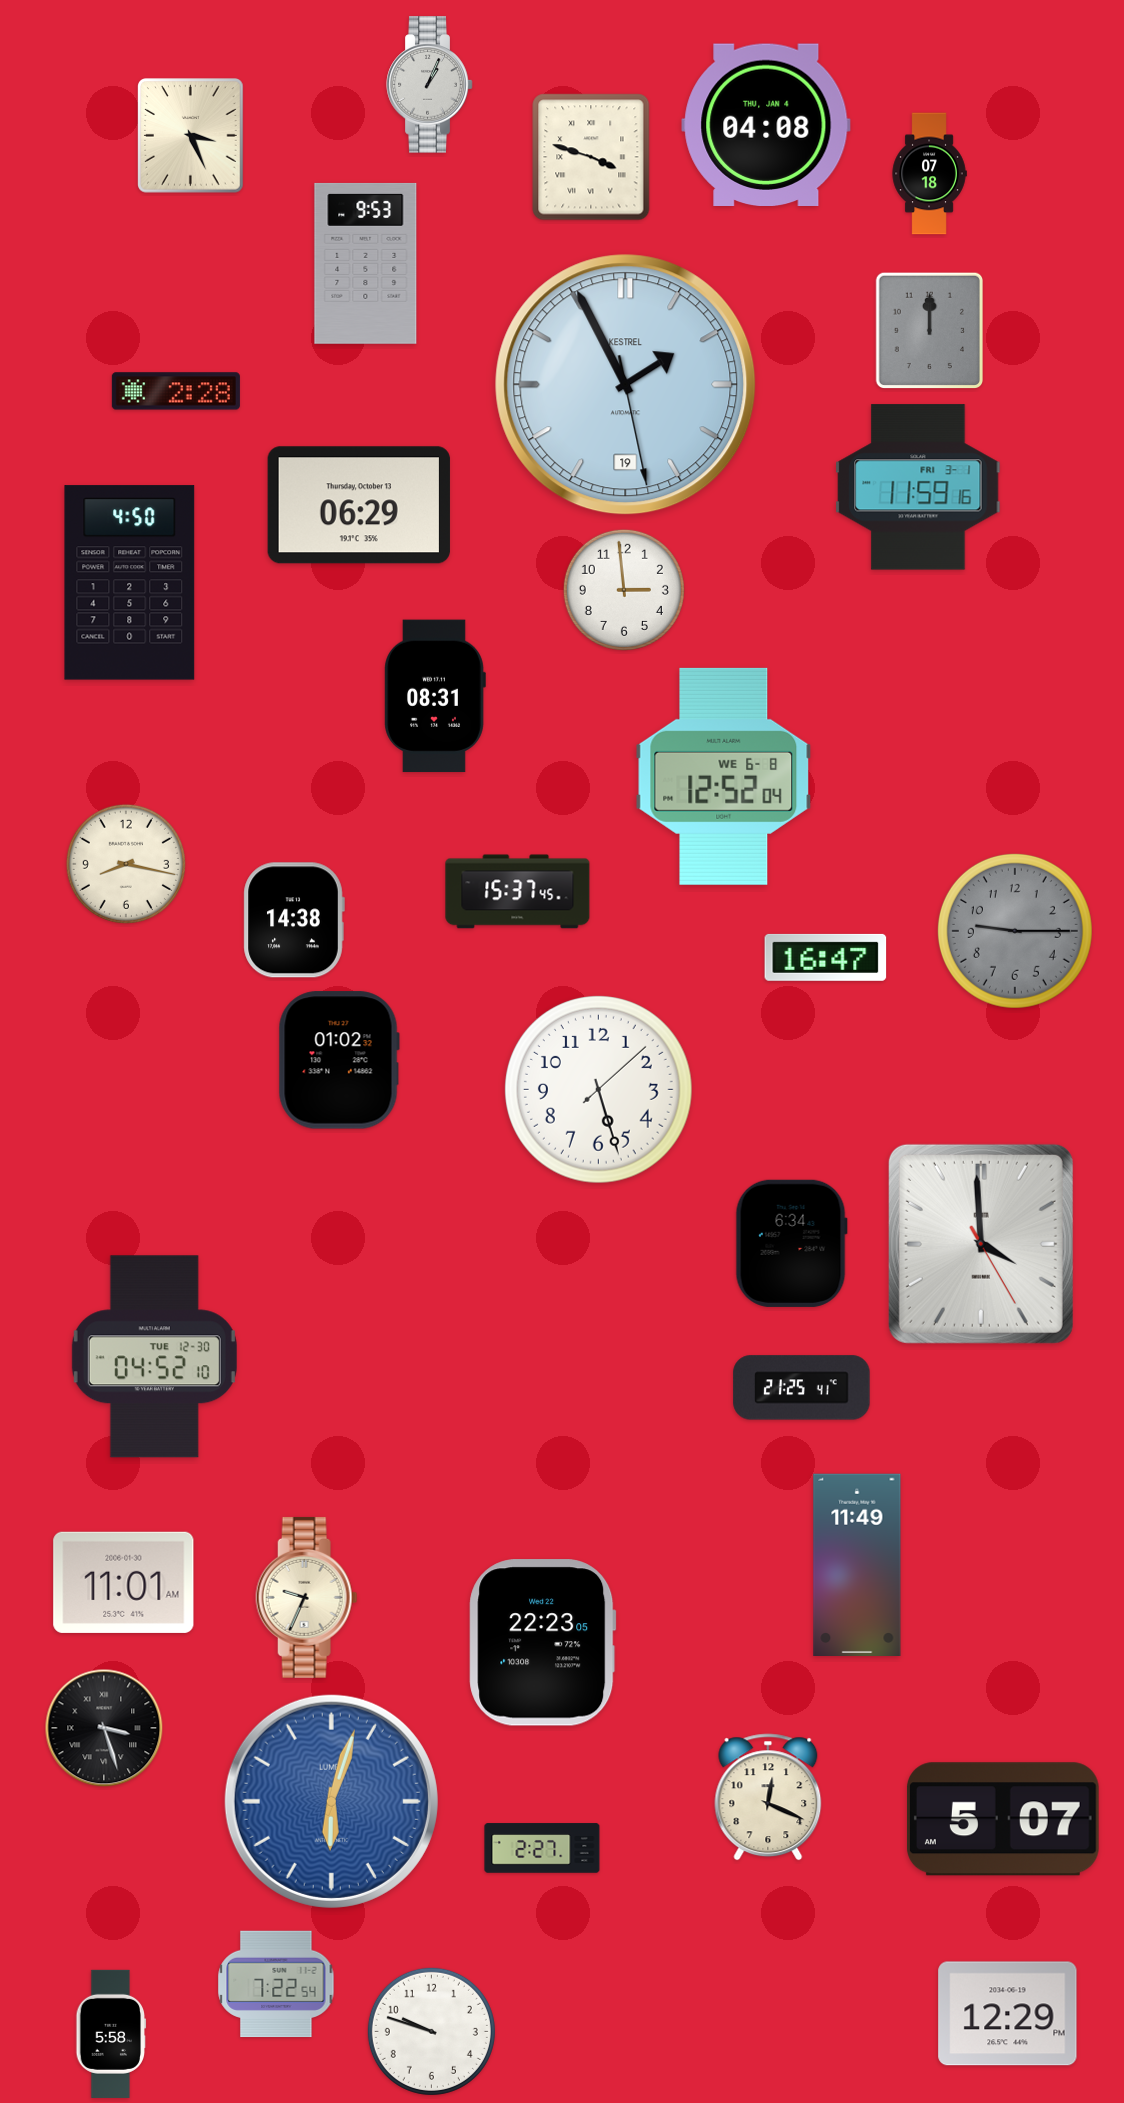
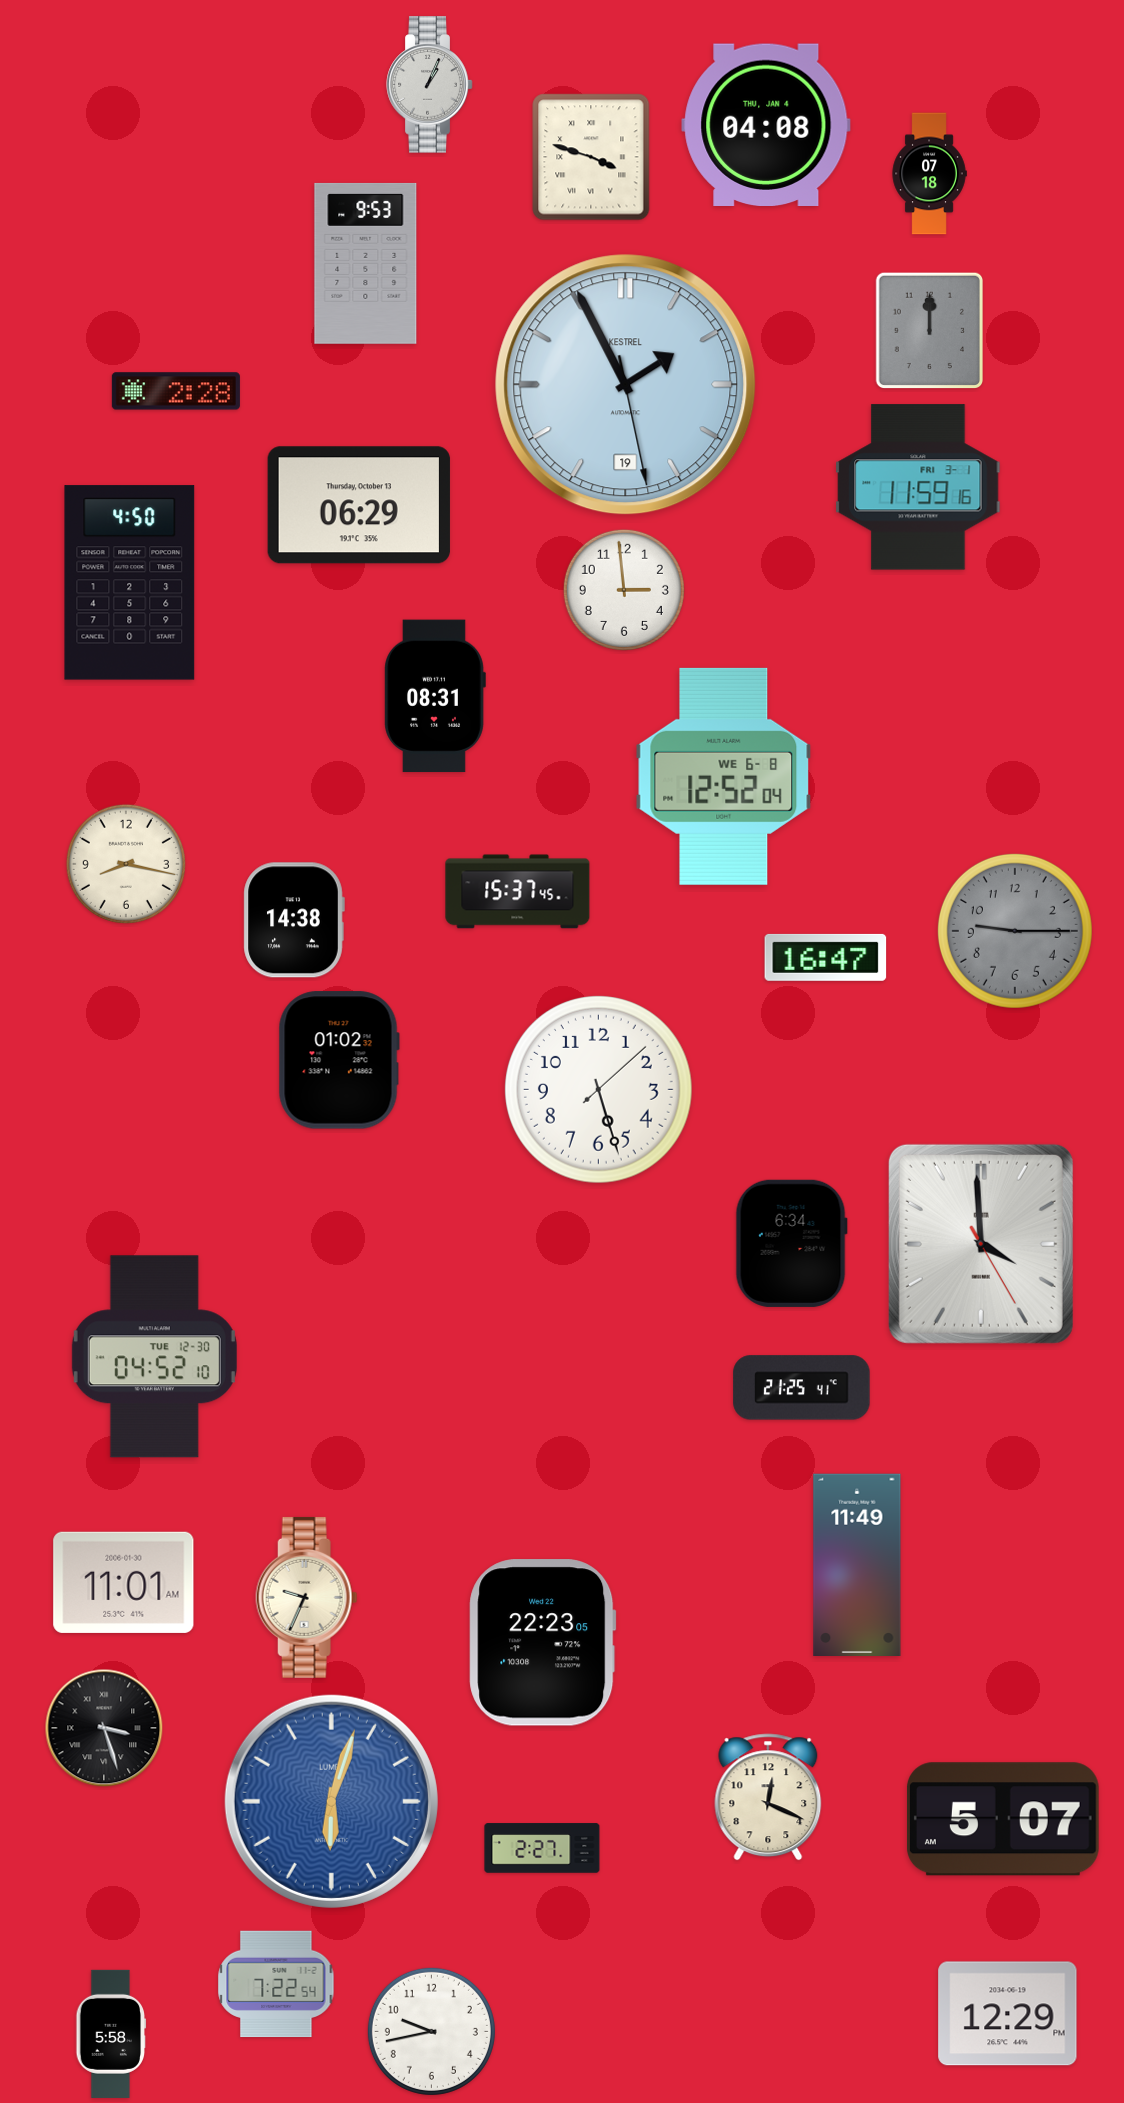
clock at (191, 136): 3:26 -> none
clock at (431, 2031): 9:48 -> 9:43
